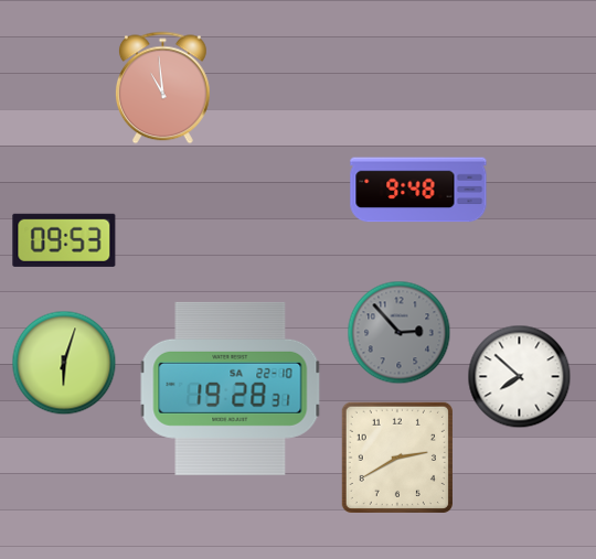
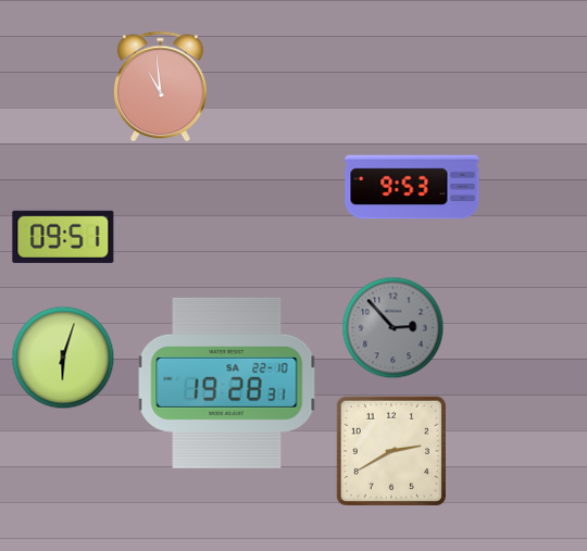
clock at (418, 190): 9:48 -> 9:53
clock at (64, 240): 09:53 -> 09:51
clock at (520, 377): 7:52 -> none
